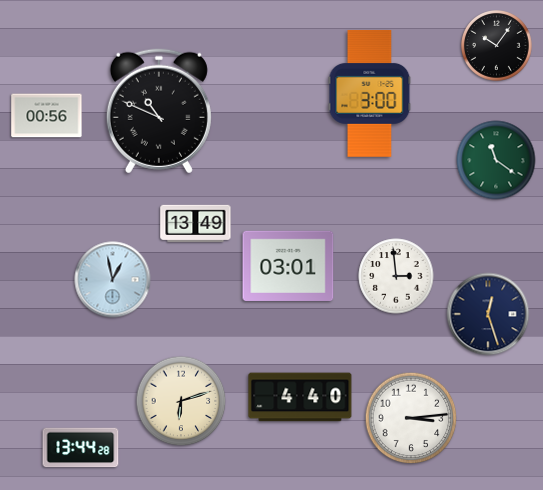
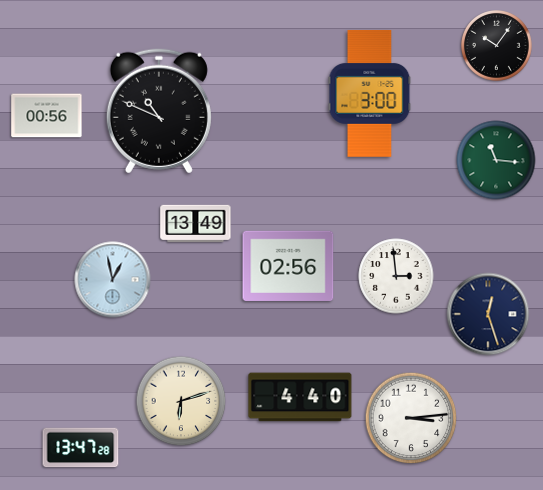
clock at (496, 160): 11:21 -> 11:16
clock at (288, 266): 03:01 -> 02:56
clock at (81, 448): 13:44 -> 13:47
